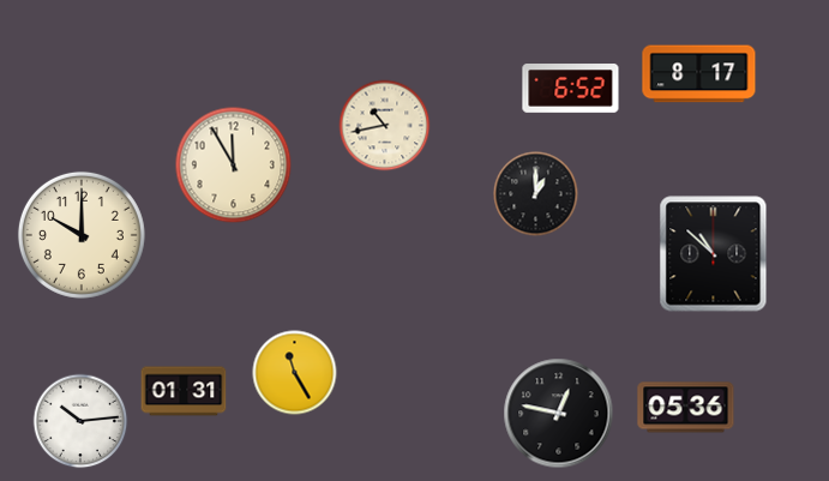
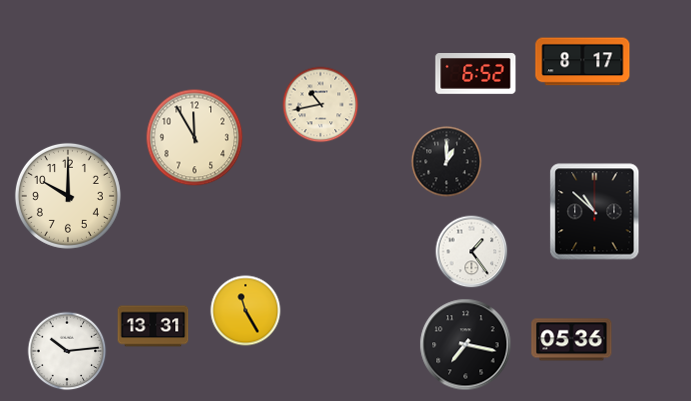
clock at (472, 252): none -> 1:24
clock at (184, 391): 01:31 -> 13:31
clock at (559, 414): 12:47 -> 7:17
